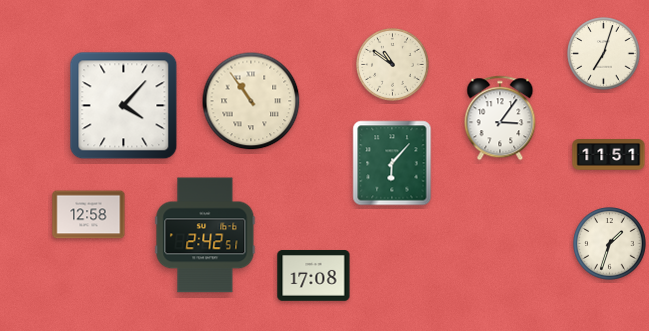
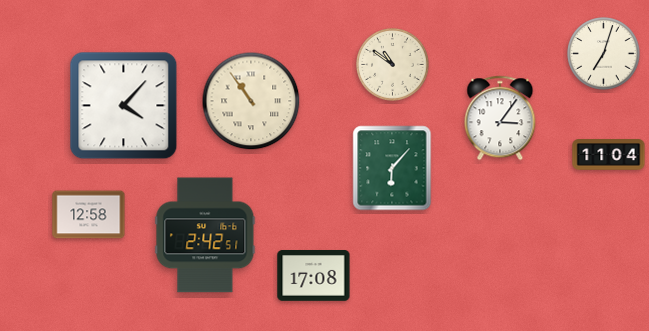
clock at (609, 155): 11:51 -> 11:04
clock at (392, 163) position: (392, 163) -> (392, 168)
clock at (610, 244): 1:33 -> none
